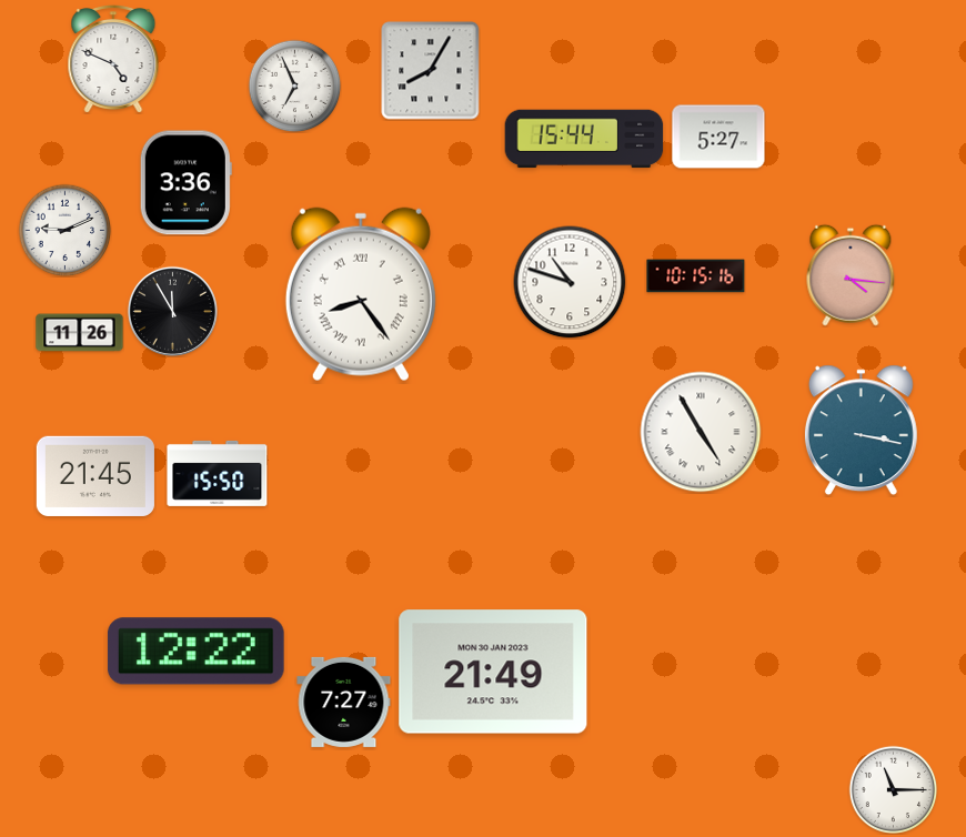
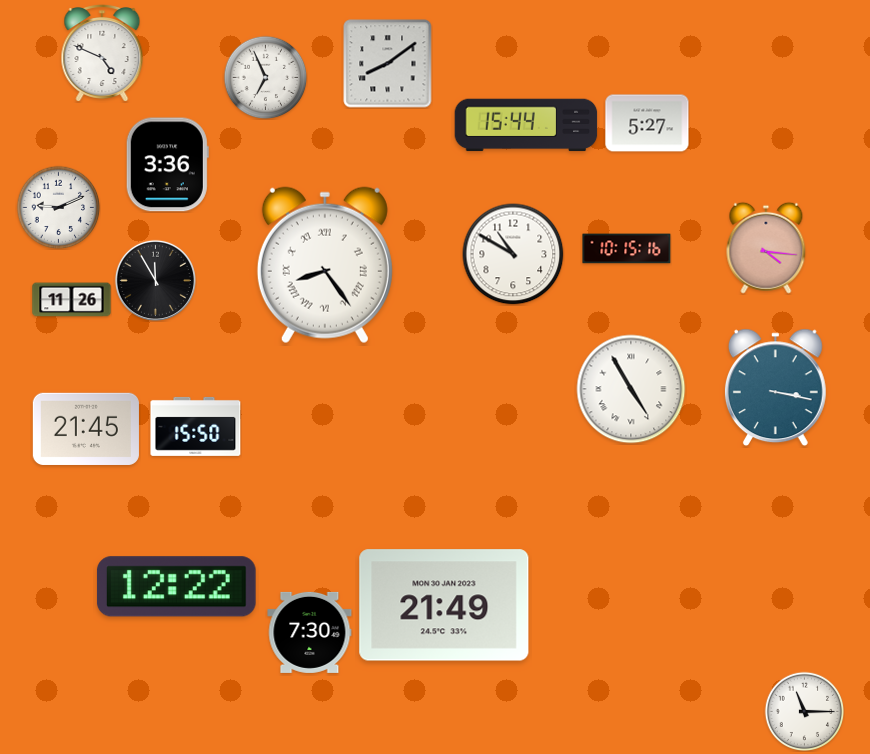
clock at (431, 71): 8:05 -> 8:09
clock at (570, 282): 10:48 -> 10:50
clock at (344, 702): 7:27 -> 7:30
